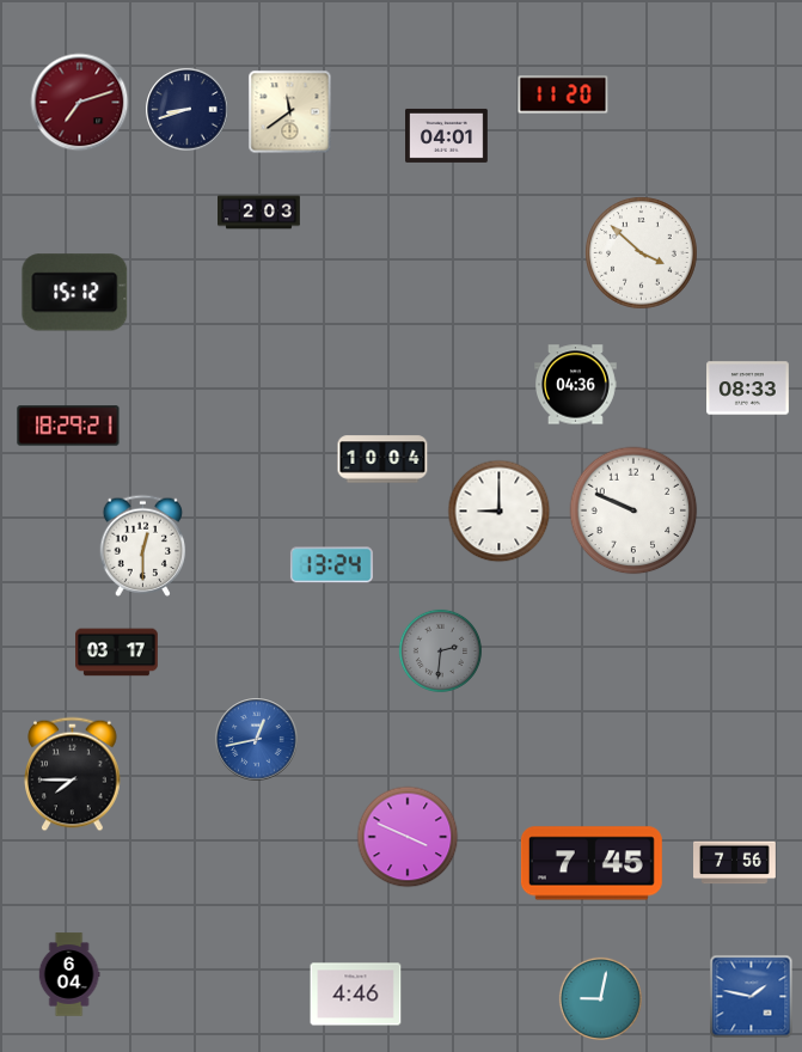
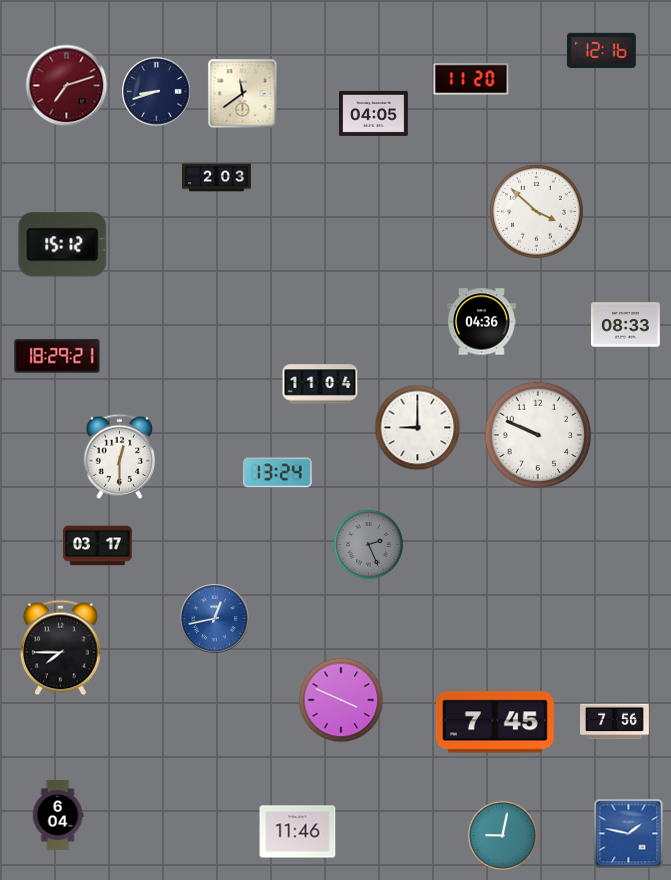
clock at (601, 50): none -> 12:16
clock at (447, 135): 04:01 -> 04:05
clock at (382, 459): 10:04 -> 11:04
clock at (633, 510) position: (633, 510) -> (538, 435)
clock at (440, 650): 2:31 -> 2:26
clock at (356, 995): 4:46 -> 11:46
